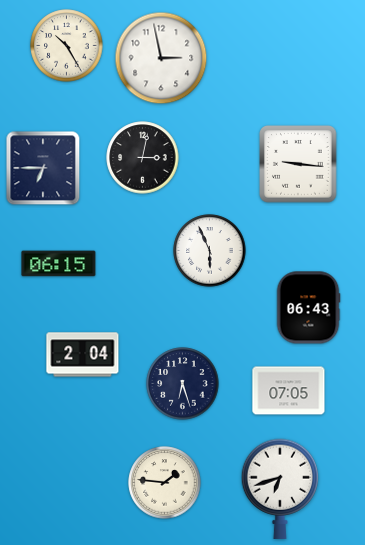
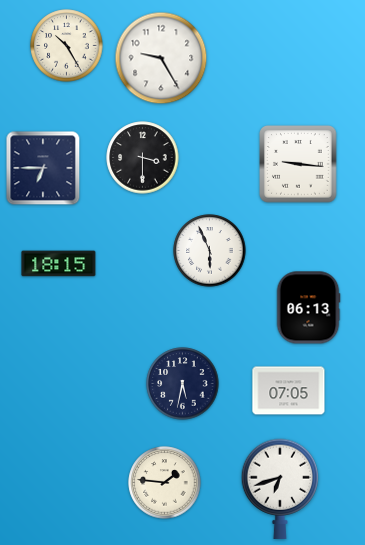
clock at (161, 58): 2:58 -> 9:25
clock at (143, 158): 3:02 -> 3:30
clock at (59, 264): 06:15 -> 18:15
clock at (308, 308): 06:43 -> 06:13
clock at (83, 355): 2:04 -> none
clock at (183, 384): 6:27 -> 5:32
